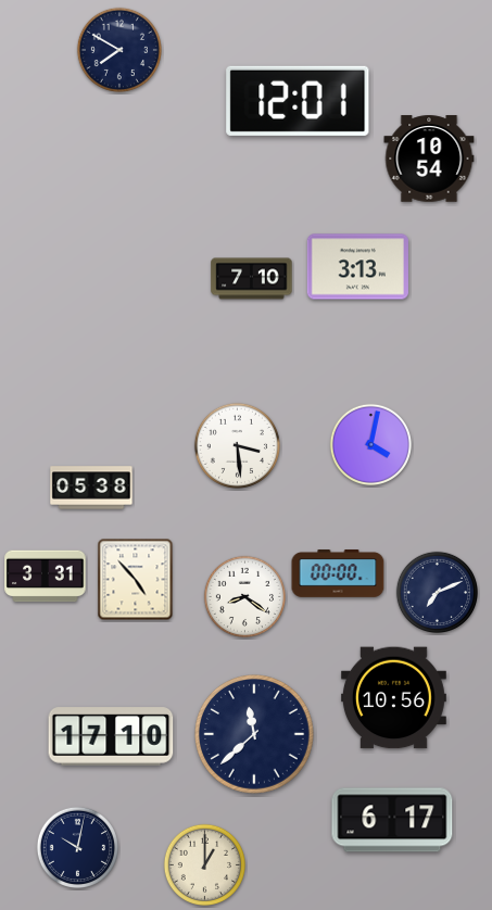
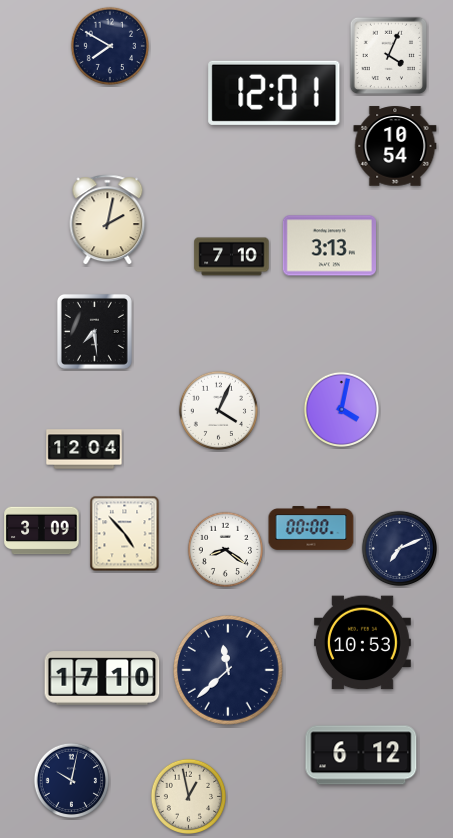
clock at (389, 56): none -> 4:04
clock at (108, 220): none -> 2:02
clock at (94, 331): none -> 7:29
clock at (237, 445): 3:29 -> 4:04
clock at (91, 488): 05:38 -> 12:04
clock at (46, 577): 3:31 -> 3:09
clock at (437, 592) position: (437, 592) -> (399, 548)
clock at (393, 698): 10:56 -> 10:53
clock at (255, 735) position: (255, 735) -> (229, 671)
clock at (392, 820): 6:17 -> 6:12
clock at (204, 864): 1:00 -> 12:58
